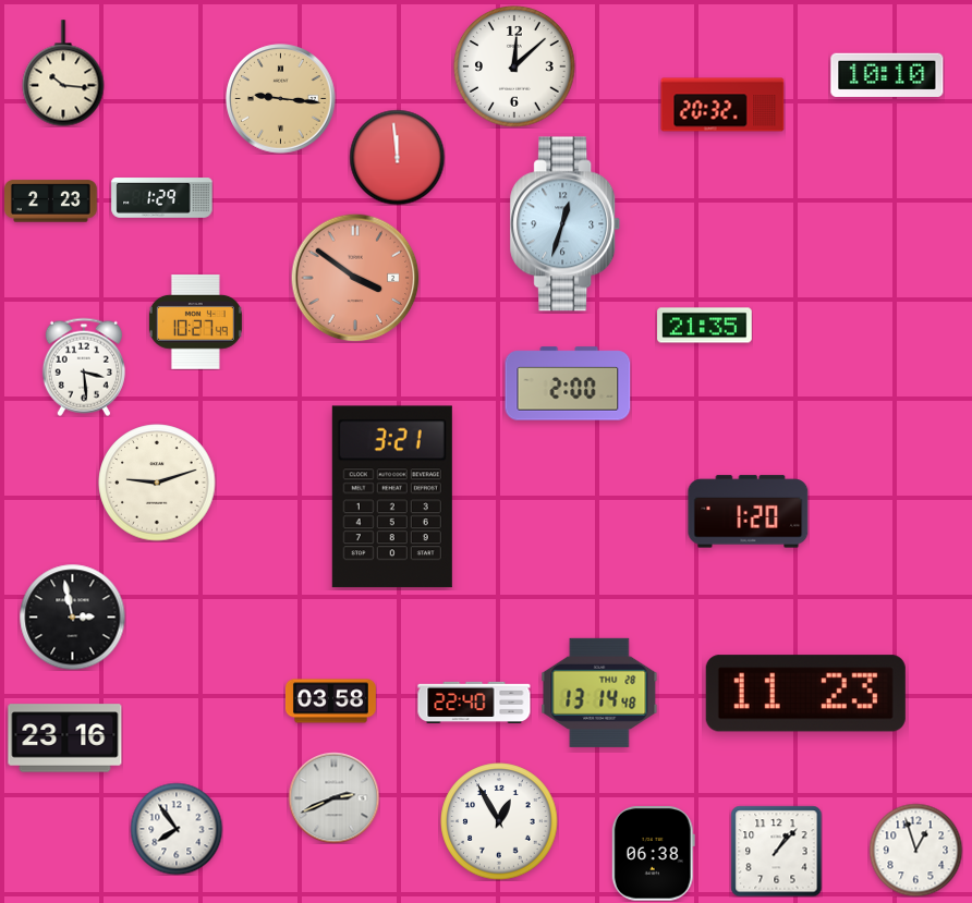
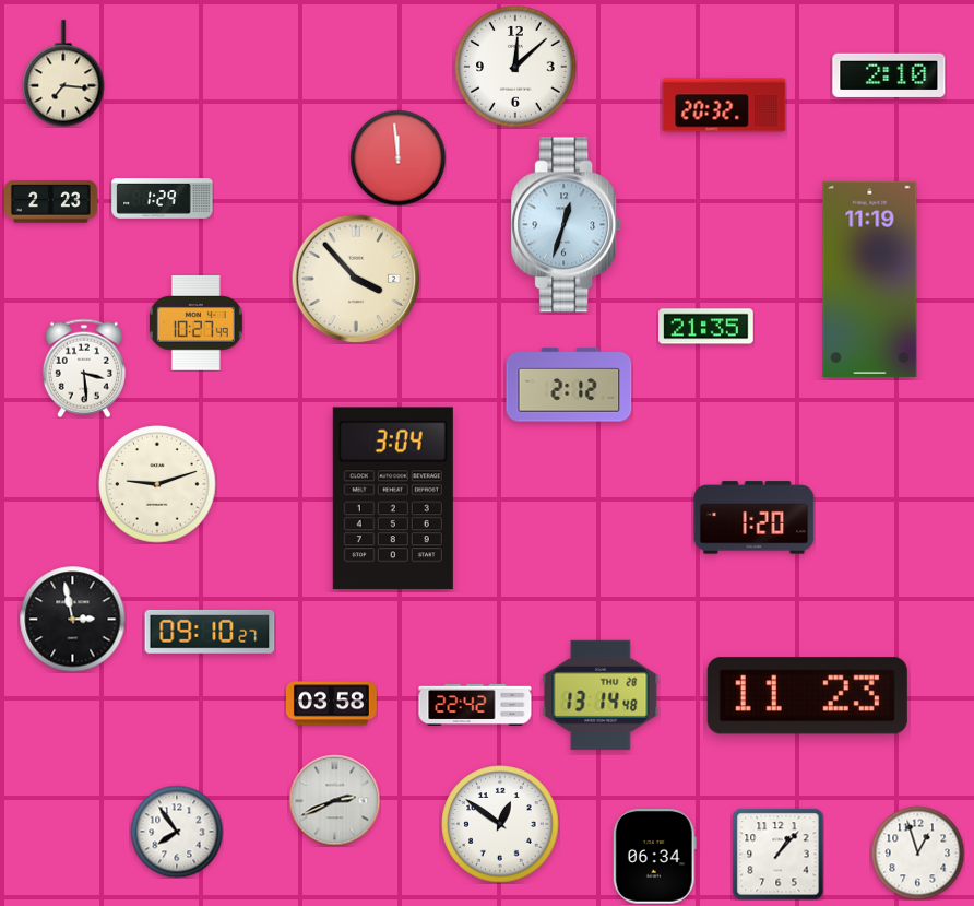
clock at (63, 73): 10:16 -> 7:16
clock at (887, 75): 10:10 -> 2:10
clock at (281, 99): 9:16 -> none
clock at (355, 278): 3:51 -> 3:53
clock at (355, 278) dial: salmon -> cream
clock at (870, 279): none -> 11:19
clock at (568, 383): 2:00 -> 2:12
clock at (392, 497): 3:21 -> 3:04
clock at (749, 512) position: (749, 512) -> (755, 518)
clock at (210, 632): none -> 09:10
clock at (474, 701): 22:40 -> 22:42
clock at (65, 739): 23:16 -> none
clock at (499, 821): 12:55 -> 12:51
clock at (653, 854): 06:38 -> 06:34
